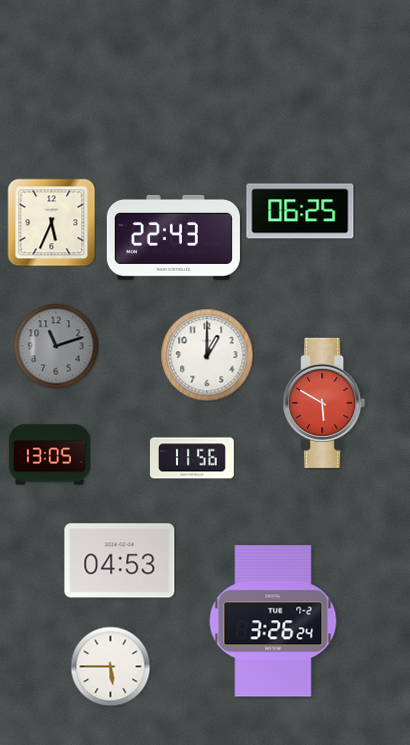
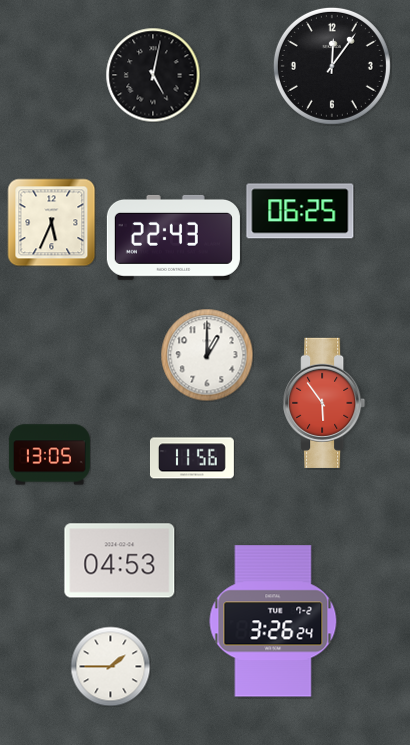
clock at (332, 66): none -> 12:06
clock at (153, 75): none -> 5:02
clock at (56, 346): 11:12 -> none
clock at (324, 403): 5:50 -> 5:54
clock at (110, 666): 5:45 -> 1:45
